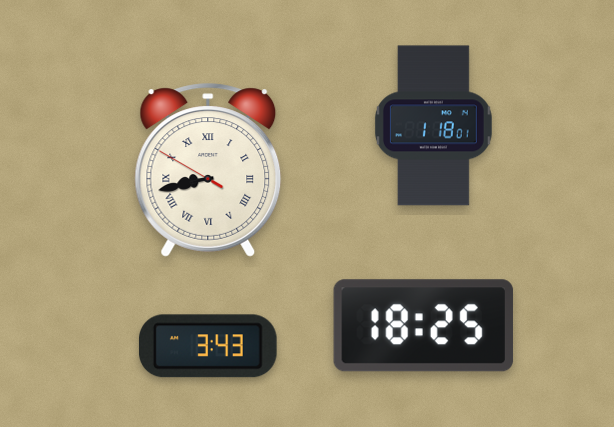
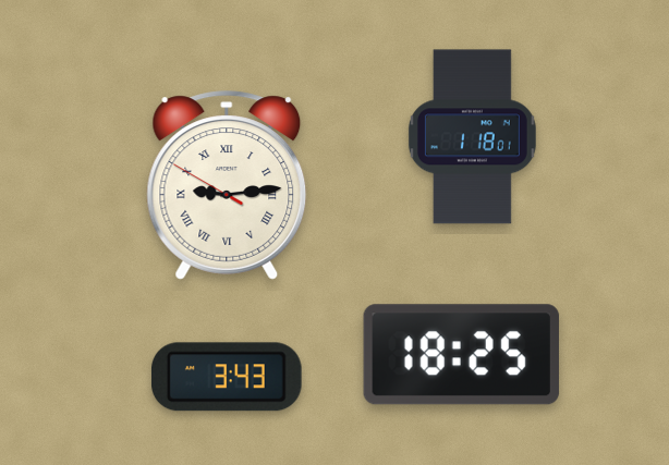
clock at (208, 170): 8:42 -> 9:13
